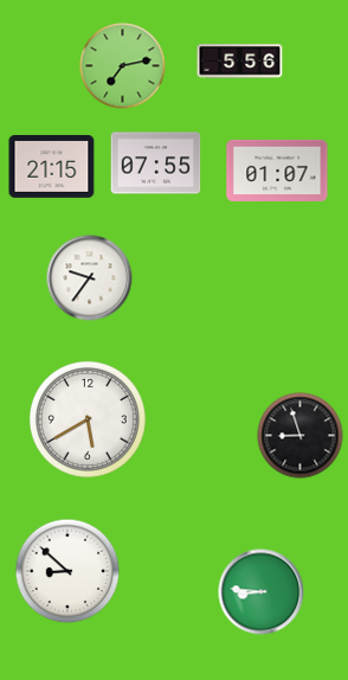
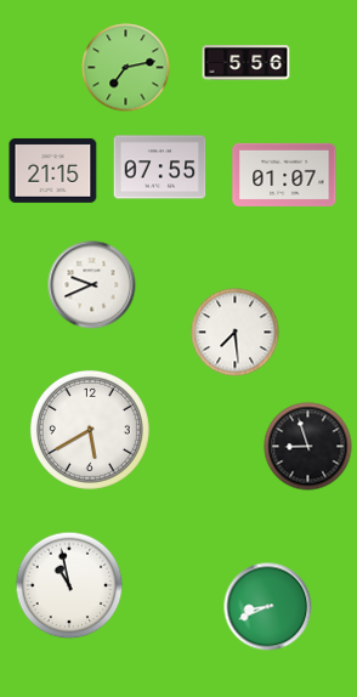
clock at (90, 278): 9:36 -> 9:41
clock at (236, 333): none -> 7:29
clock at (67, 571): 8:52 -> 10:58
clock at (262, 592): 8:46 -> 8:41
